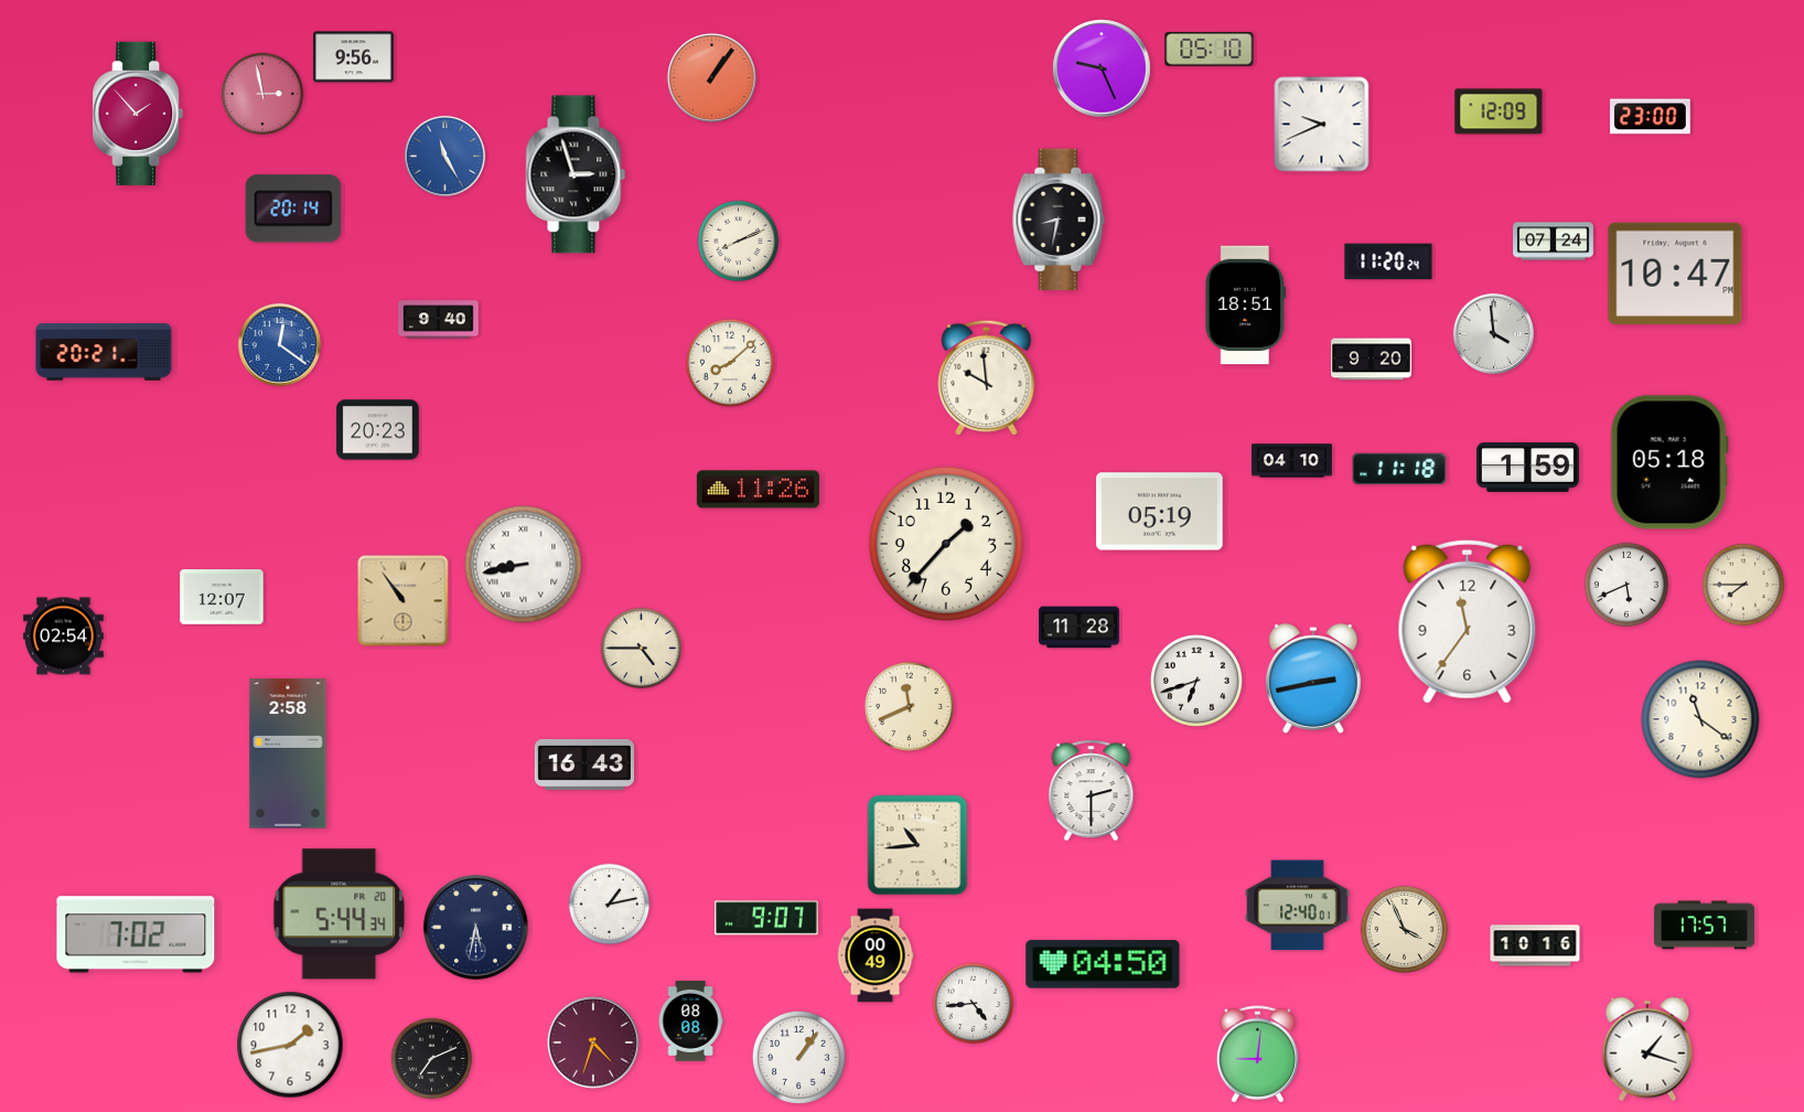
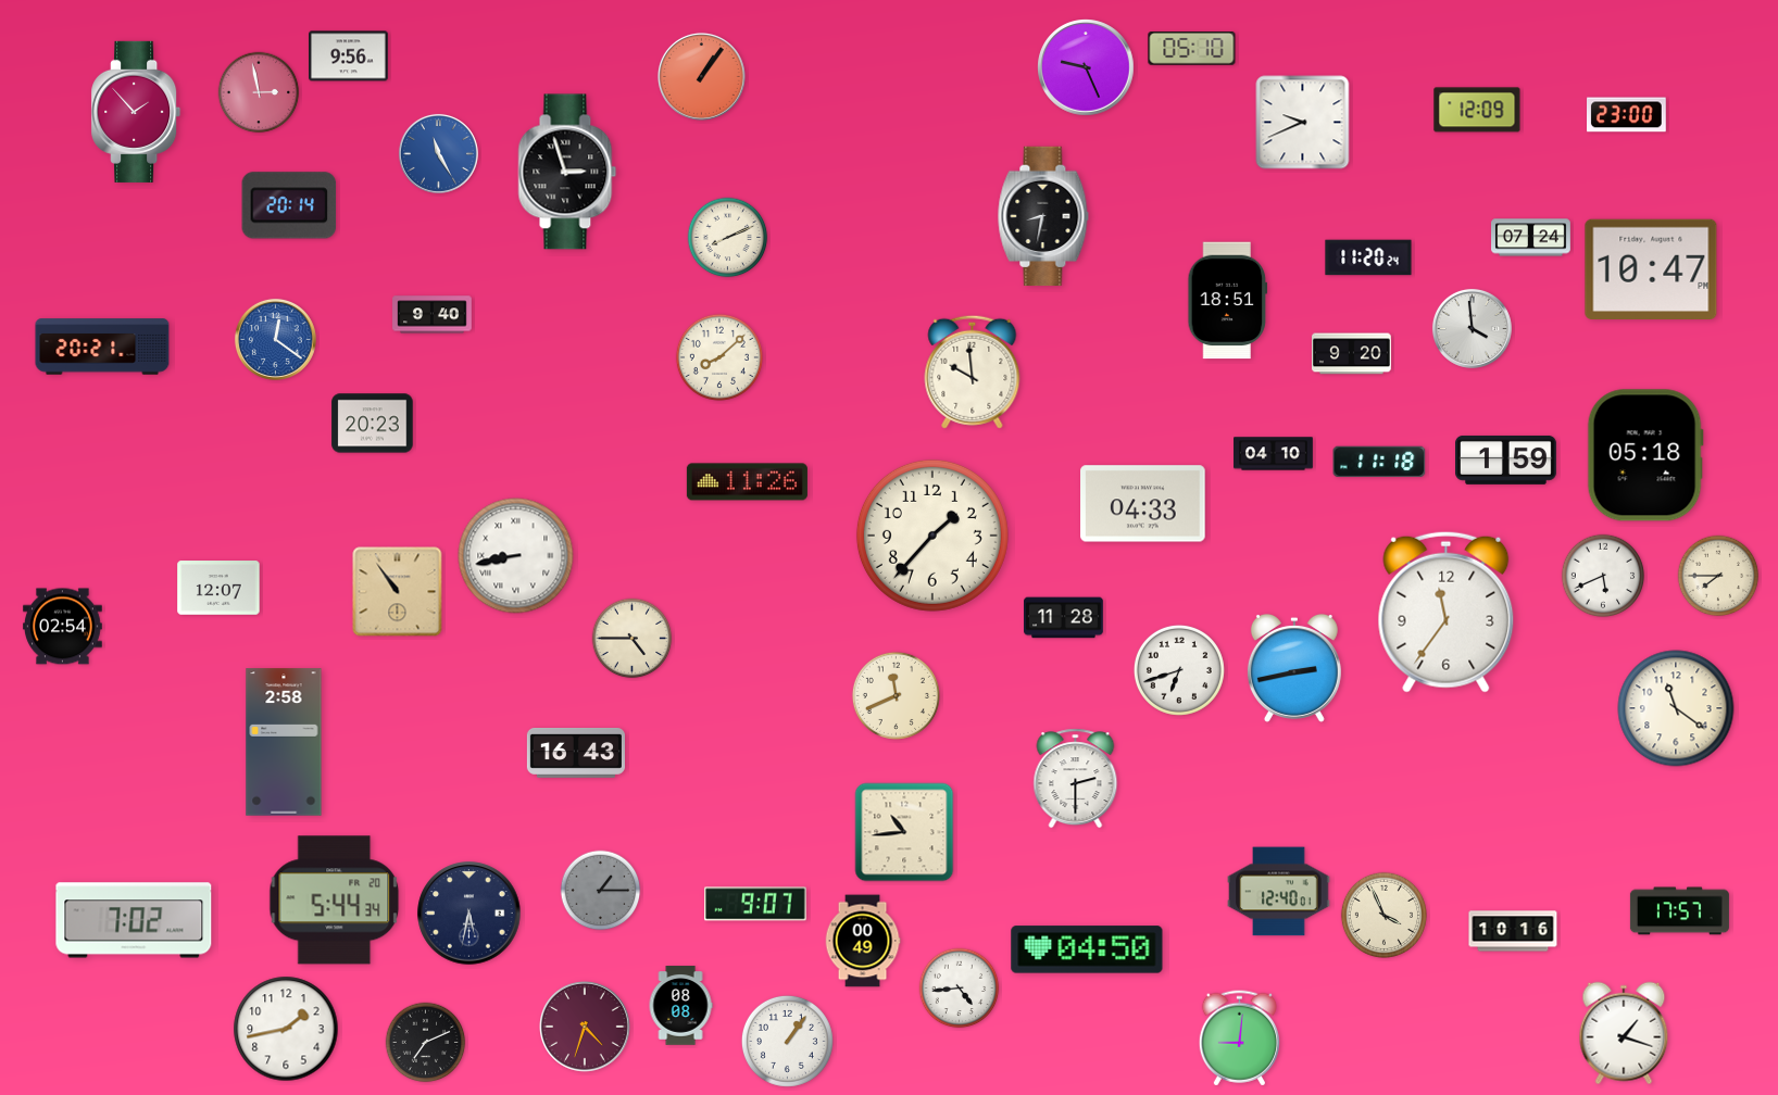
clock at (1160, 512): 05:19 -> 04:33
clock at (610, 905): 1:13 -> 1:15
clock at (610, 905) dial: white -> grey
